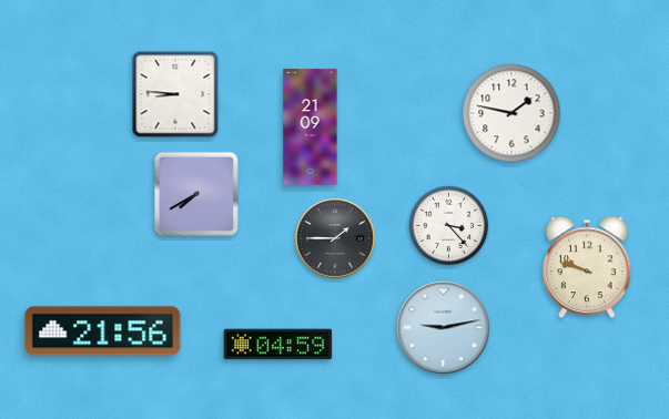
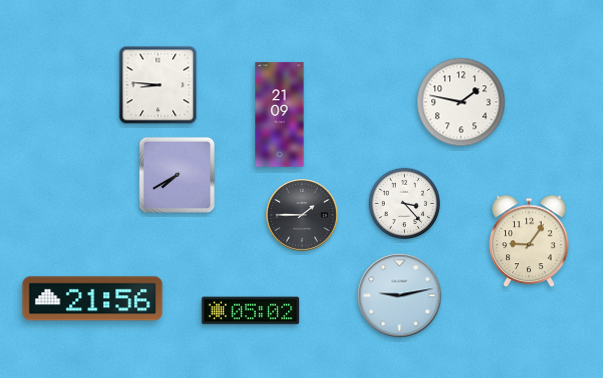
clock at (587, 267): 9:48 -> 9:06
clock at (278, 345): 04:59 -> 05:02
